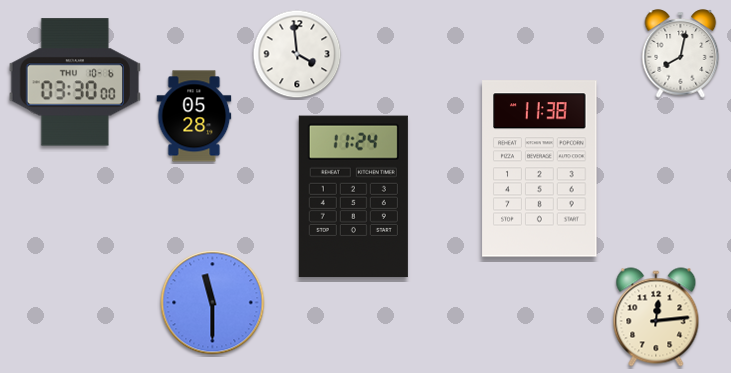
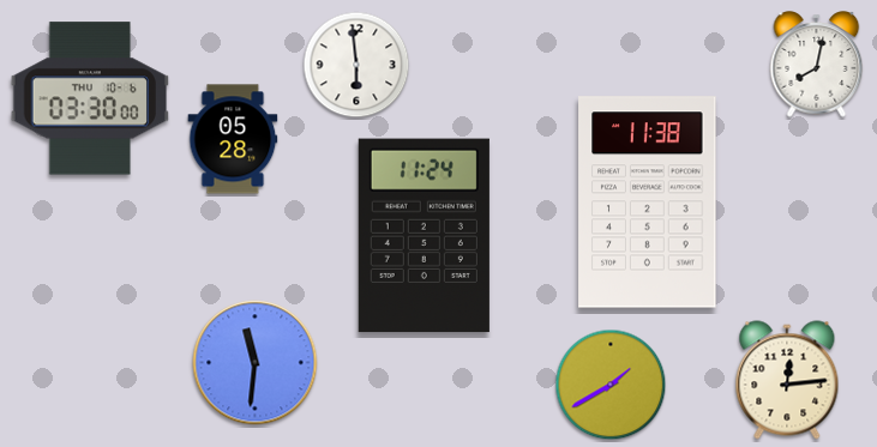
clock at (297, 54): 3:59 -> 5:59
clock at (213, 303): 11:30 -> 11:31
clock at (611, 385): none -> 1:40
